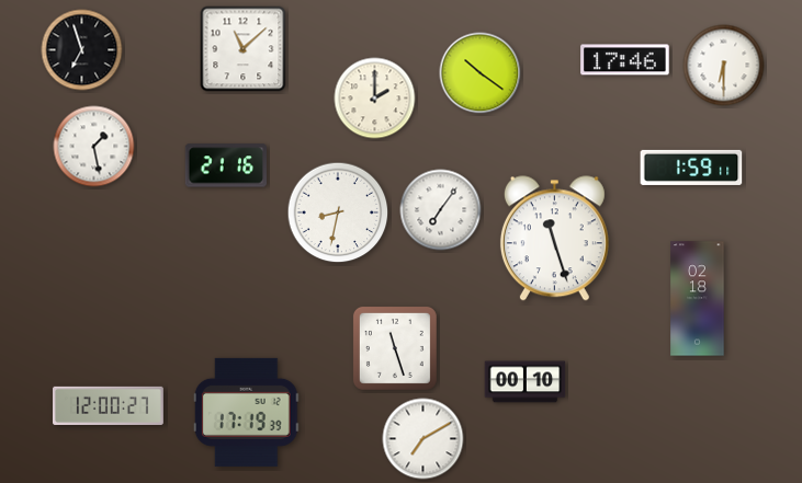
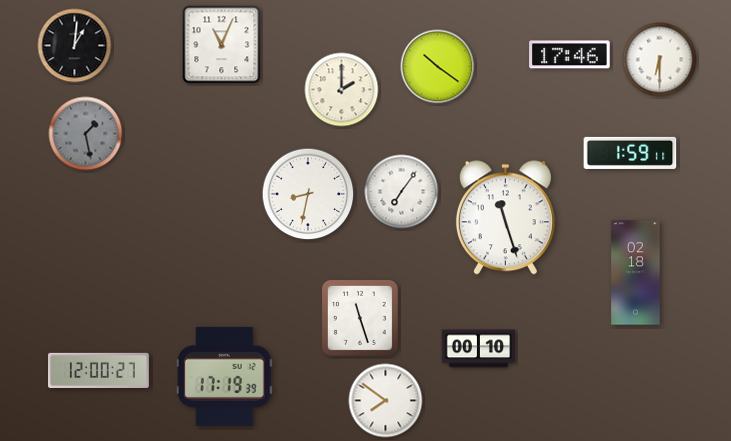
clock at (244, 49): 11:08 -> 11:04
clock at (82, 50): 6:57 -> 1:01
clock at (94, 147) dial: white -> grey
clock at (226, 165): 21:16 -> none
clock at (423, 439): 7:10 -> 7:51
